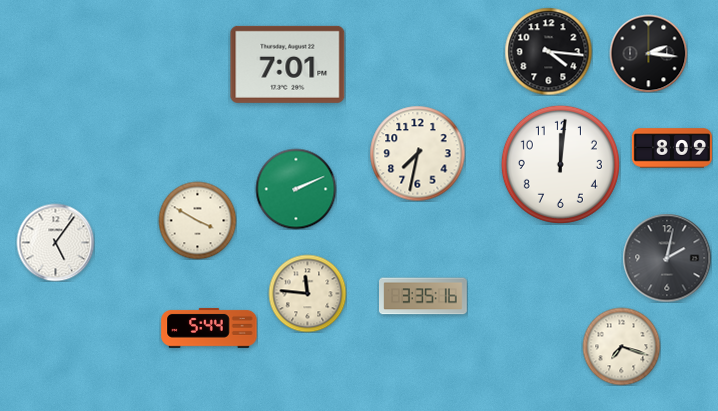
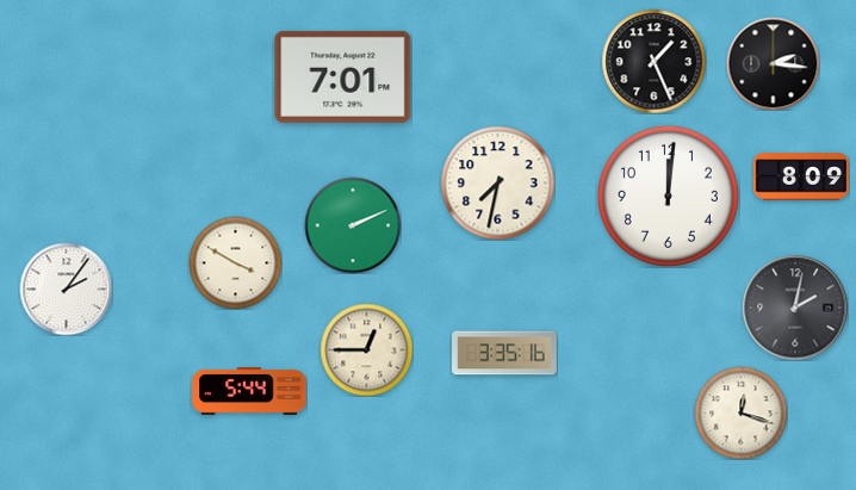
clock at (548, 51): 4:16 -> 1:26
clock at (55, 242): 5:06 -> 2:06
clock at (307, 293): 11:46 -> 12:45
clock at (621, 346): 7:18 -> 12:18
